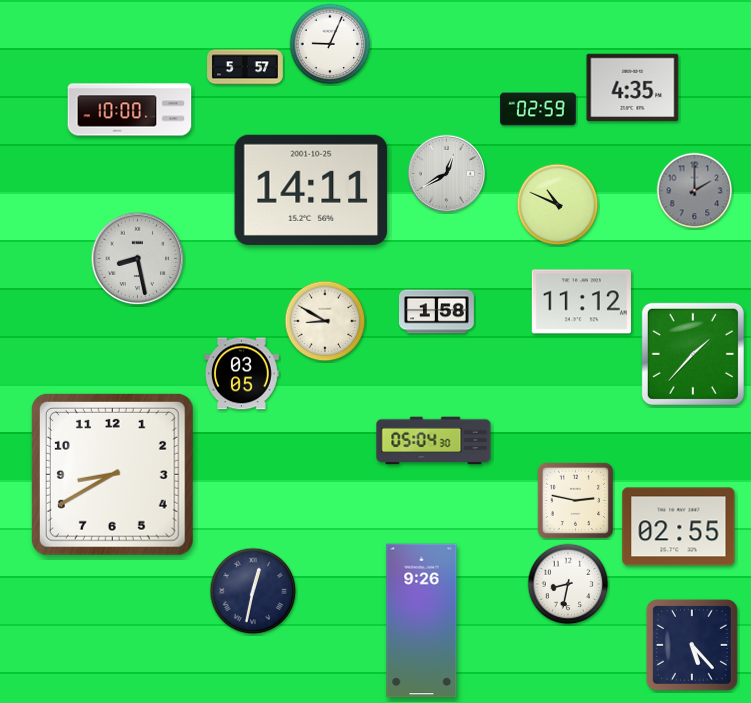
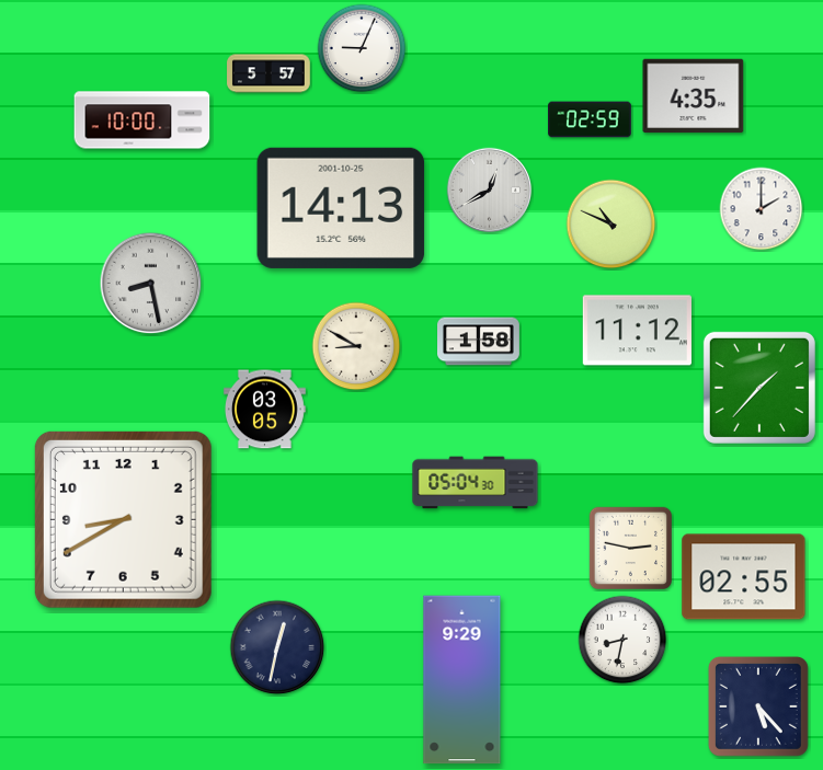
clock at (311, 190): 14:11 -> 14:13
clock at (695, 191) dial: grey -> white
clock at (325, 321) position: (325, 321) -> (356, 346)
clock at (422, 621): 9:26 -> 9:29
